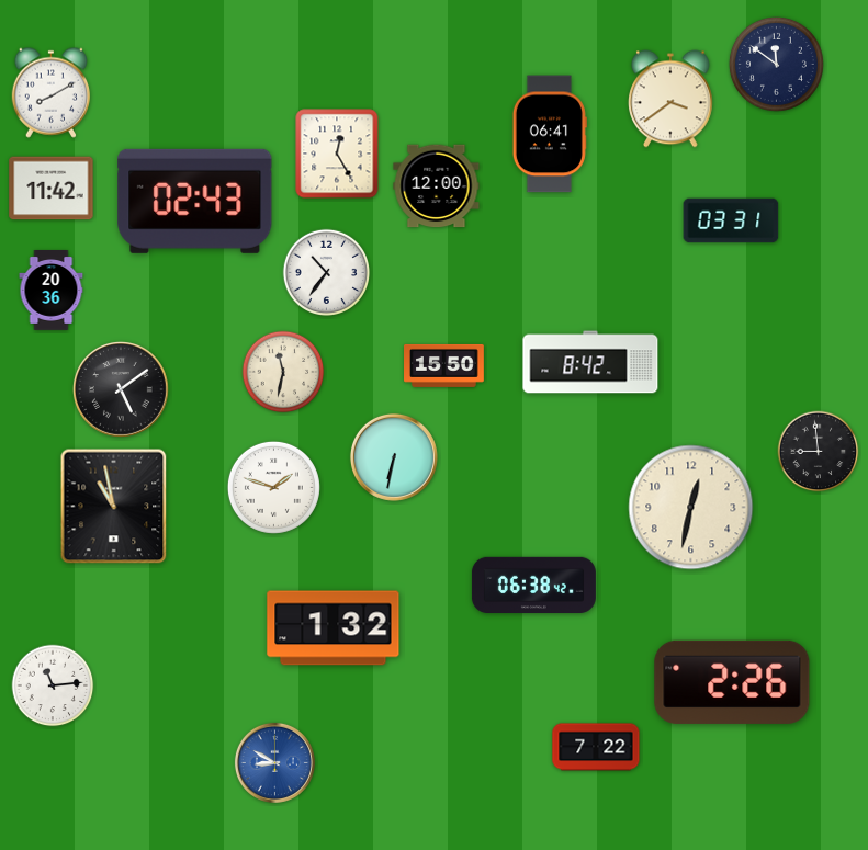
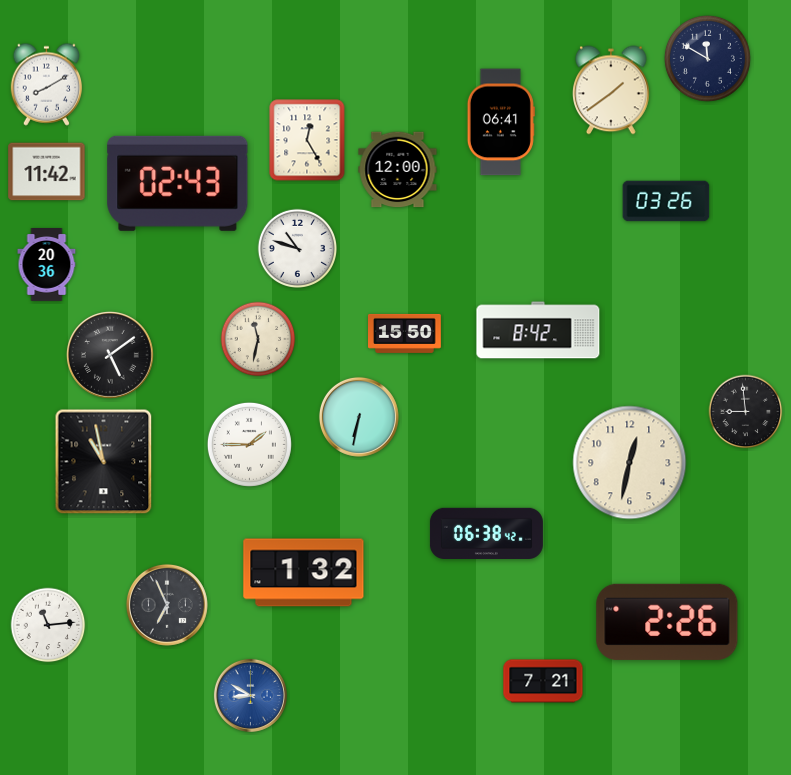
clock at (776, 64): 11:51 -> 11:50
clock at (672, 99): 3:39 -> 1:39
clock at (731, 220): 03:31 -> 03:26
clock at (326, 272): 10:36 -> 10:48
clock at (273, 487): 1:48 -> 1:45
clock at (167, 605): none -> 6:56
clock at (596, 747): 7:22 -> 7:21
